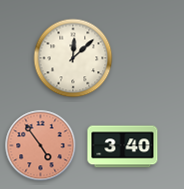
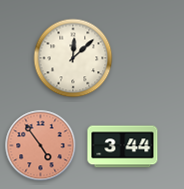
clock at (123, 147): 3:40 -> 3:44
